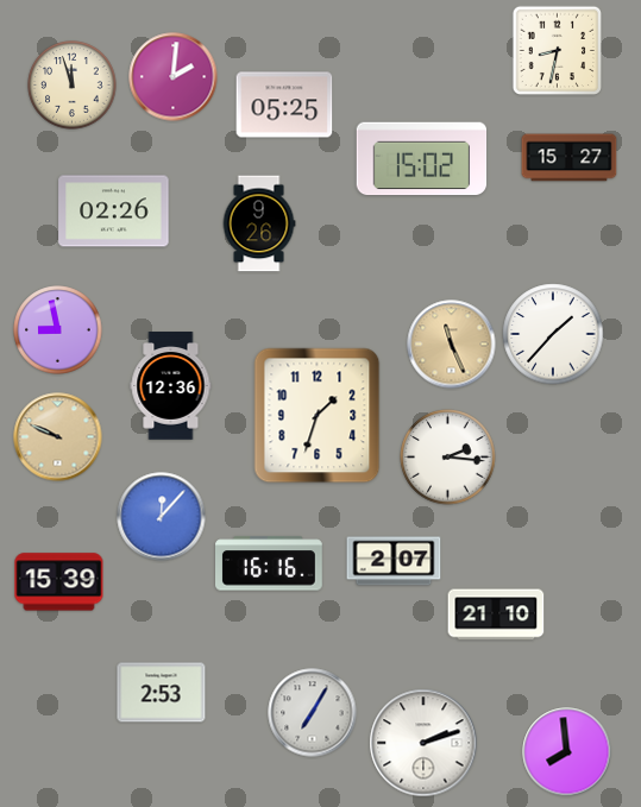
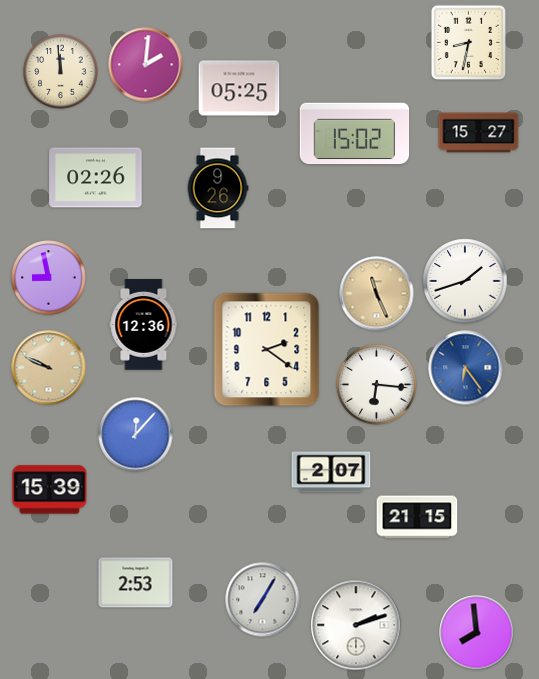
clock at (73, 86): 11:57 -> 11:59
clock at (553, 334): 1:37 -> 1:42
clock at (452, 345) position: (452, 345) -> (377, 294)
clock at (318, 416): 1:33 -> 2:21
clock at (466, 368): none -> 6:24
clock at (448, 458): 2:16 -> 6:16
clock at (270, 563): 16:16 -> none
clock at (496, 614): 21:10 -> 21:15
